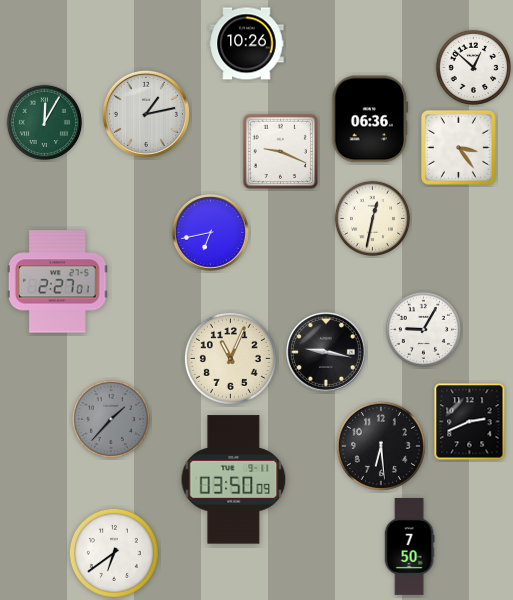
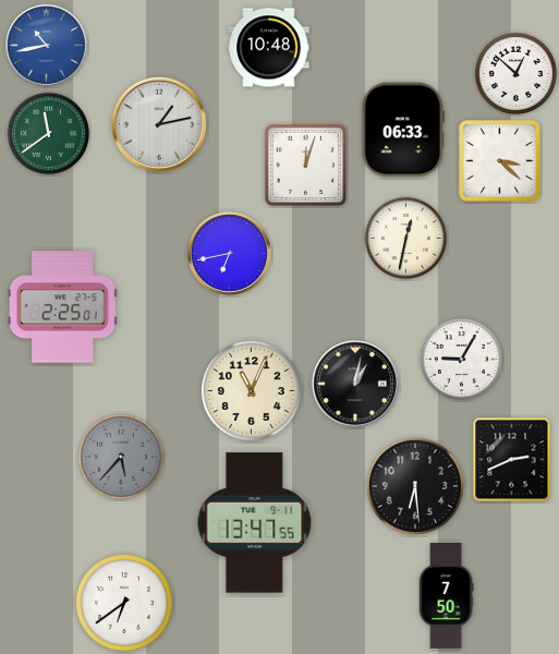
clock at (47, 46): none -> 10:43
clock at (247, 44): 10:26 -> 10:48
clock at (370, 119): 06:36 -> 06:33
clock at (44, 122): 12:05 -> 11:39
clock at (458, 147): 3:24 -> 3:22
clock at (281, 152): 9:19 -> 12:03
clock at (57, 282): 2:27 -> 2:25
clock at (326, 352): 9:17 -> 1:02
clock at (111, 419): 1:37 -> 5:37
clock at (234, 480): 03:50 -> 13:47
